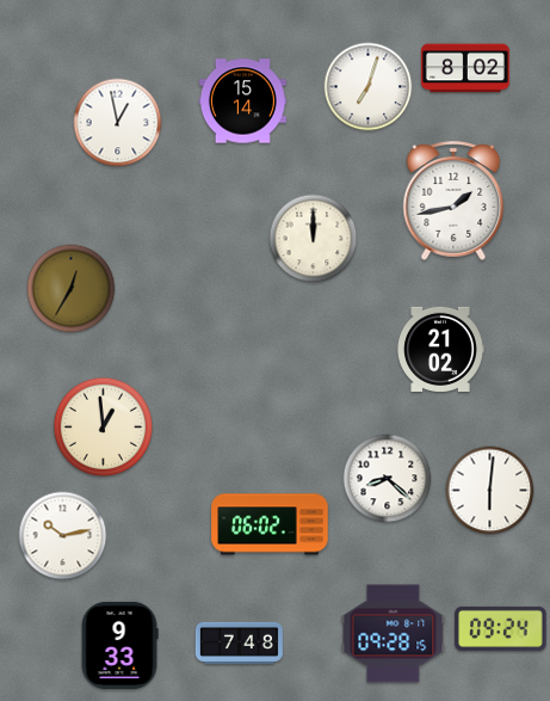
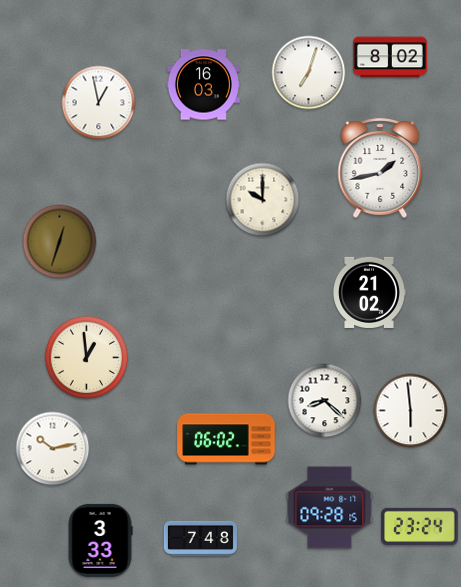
clock at (242, 102): 15:14 -> 16:03
clock at (314, 239): 12:00 -> 10:00
clock at (72, 289): 12:35 -> 12:33
clock at (490, 491): 6:01 -> 5:59
clock at (501, 628): 09:24 -> 23:24
clock at (394, 634) position: (394, 634) -> (330, 508)
clock at (119, 645): 9:33 -> 3:33
